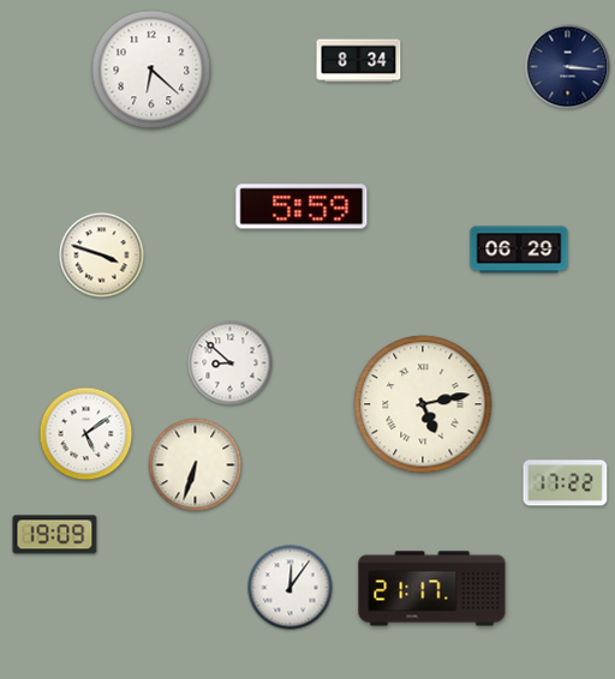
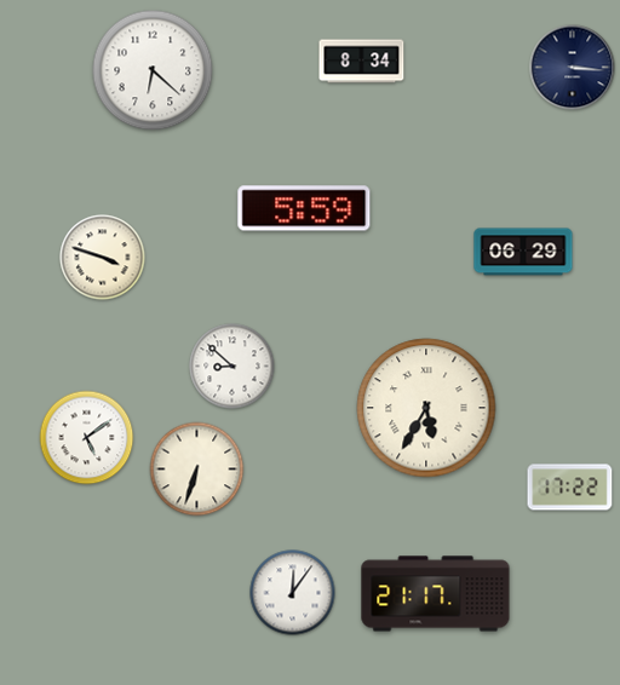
clock at (423, 404): 5:13 -> 5:35
clock at (55, 535): 19:09 -> none
